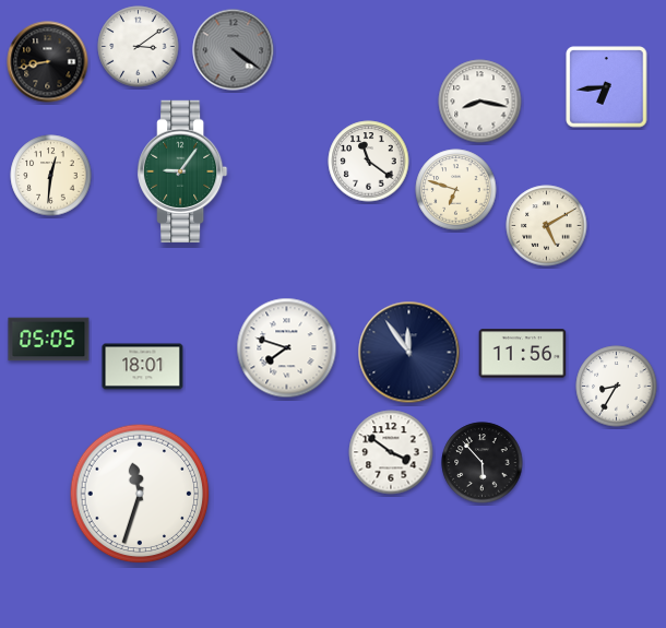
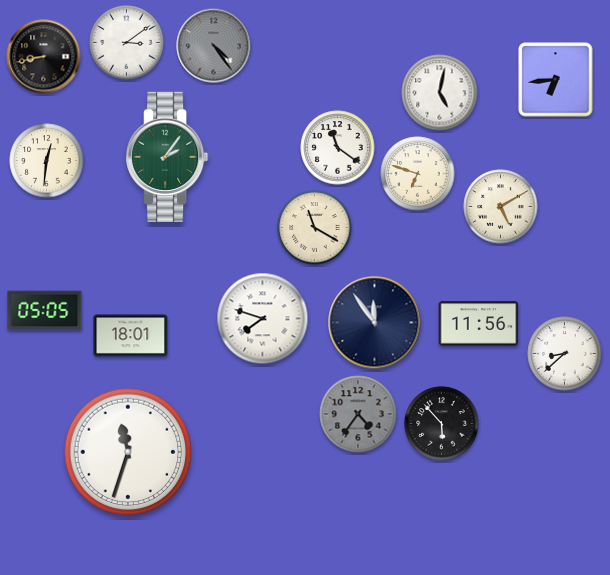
clock at (234, 50): 4:21 -> 4:24
clock at (480, 102): 8:17 -> 5:02
clock at (183, 170): 9:06 -> 2:06
clock at (315, 228): none -> 11:20
clock at (617, 387): 8:35 -> 8:38
clock at (391, 452): 3:51 -> 4:36
clock at (391, 452) dial: white -> grey
